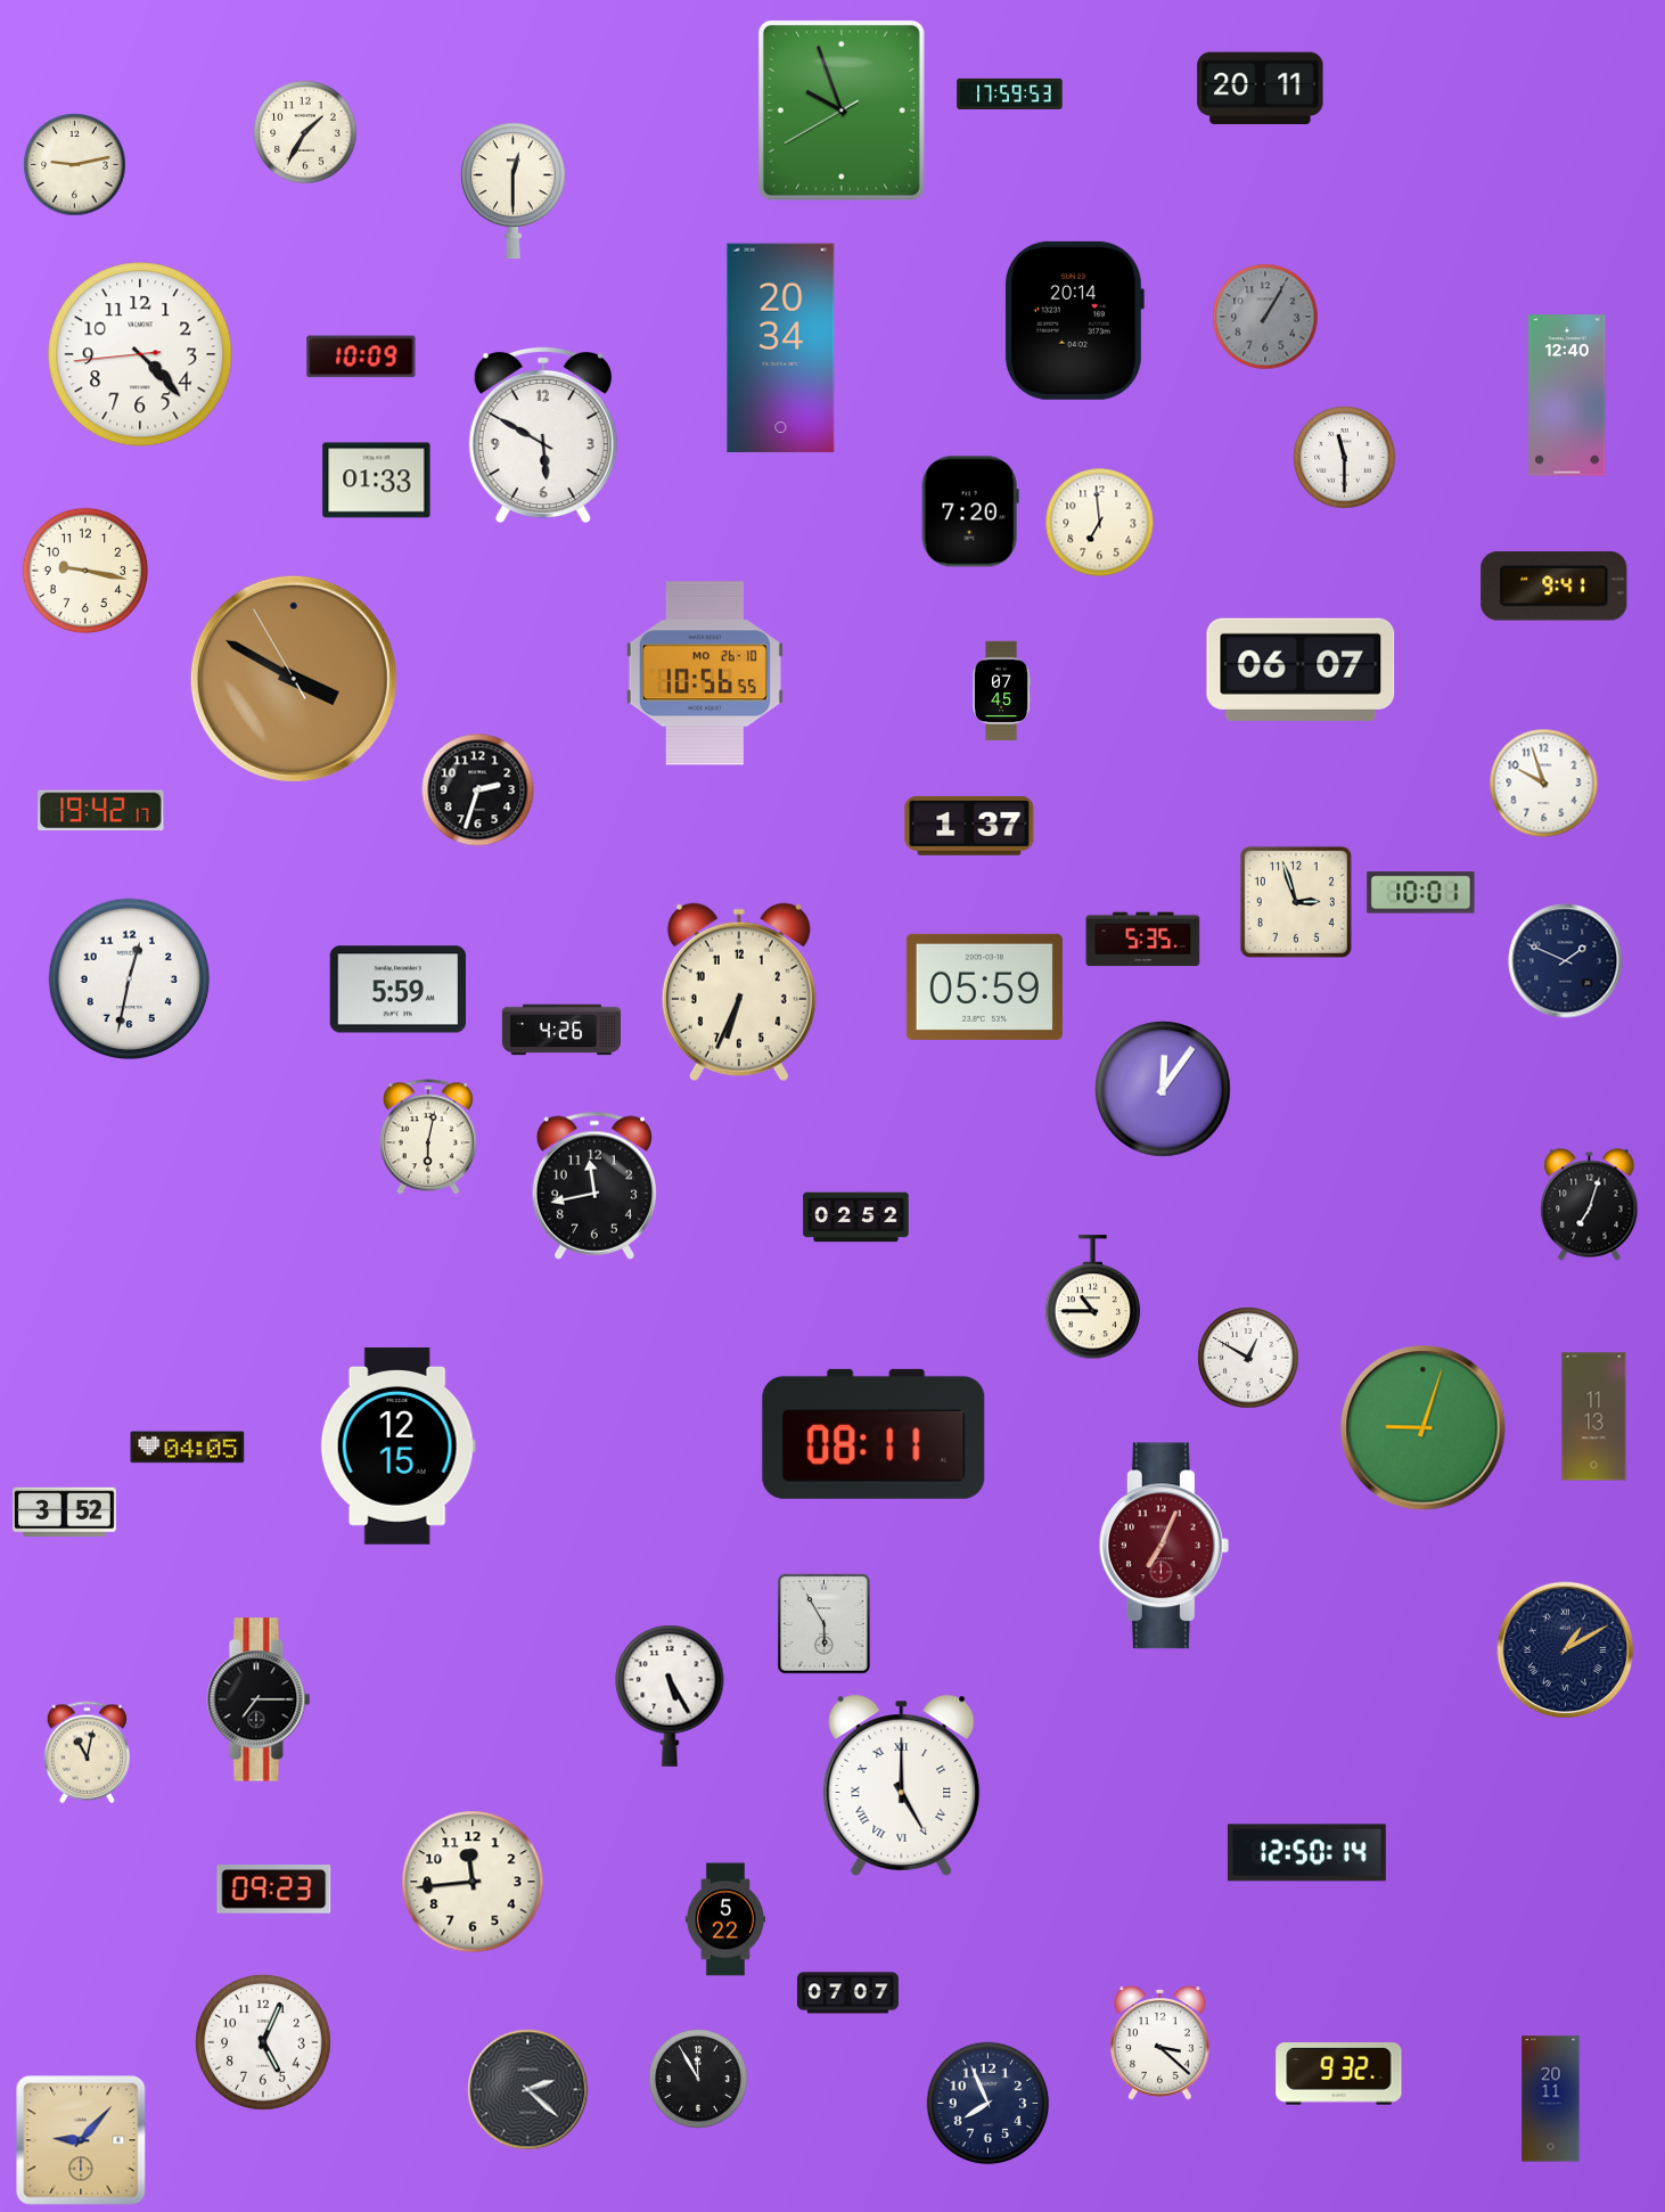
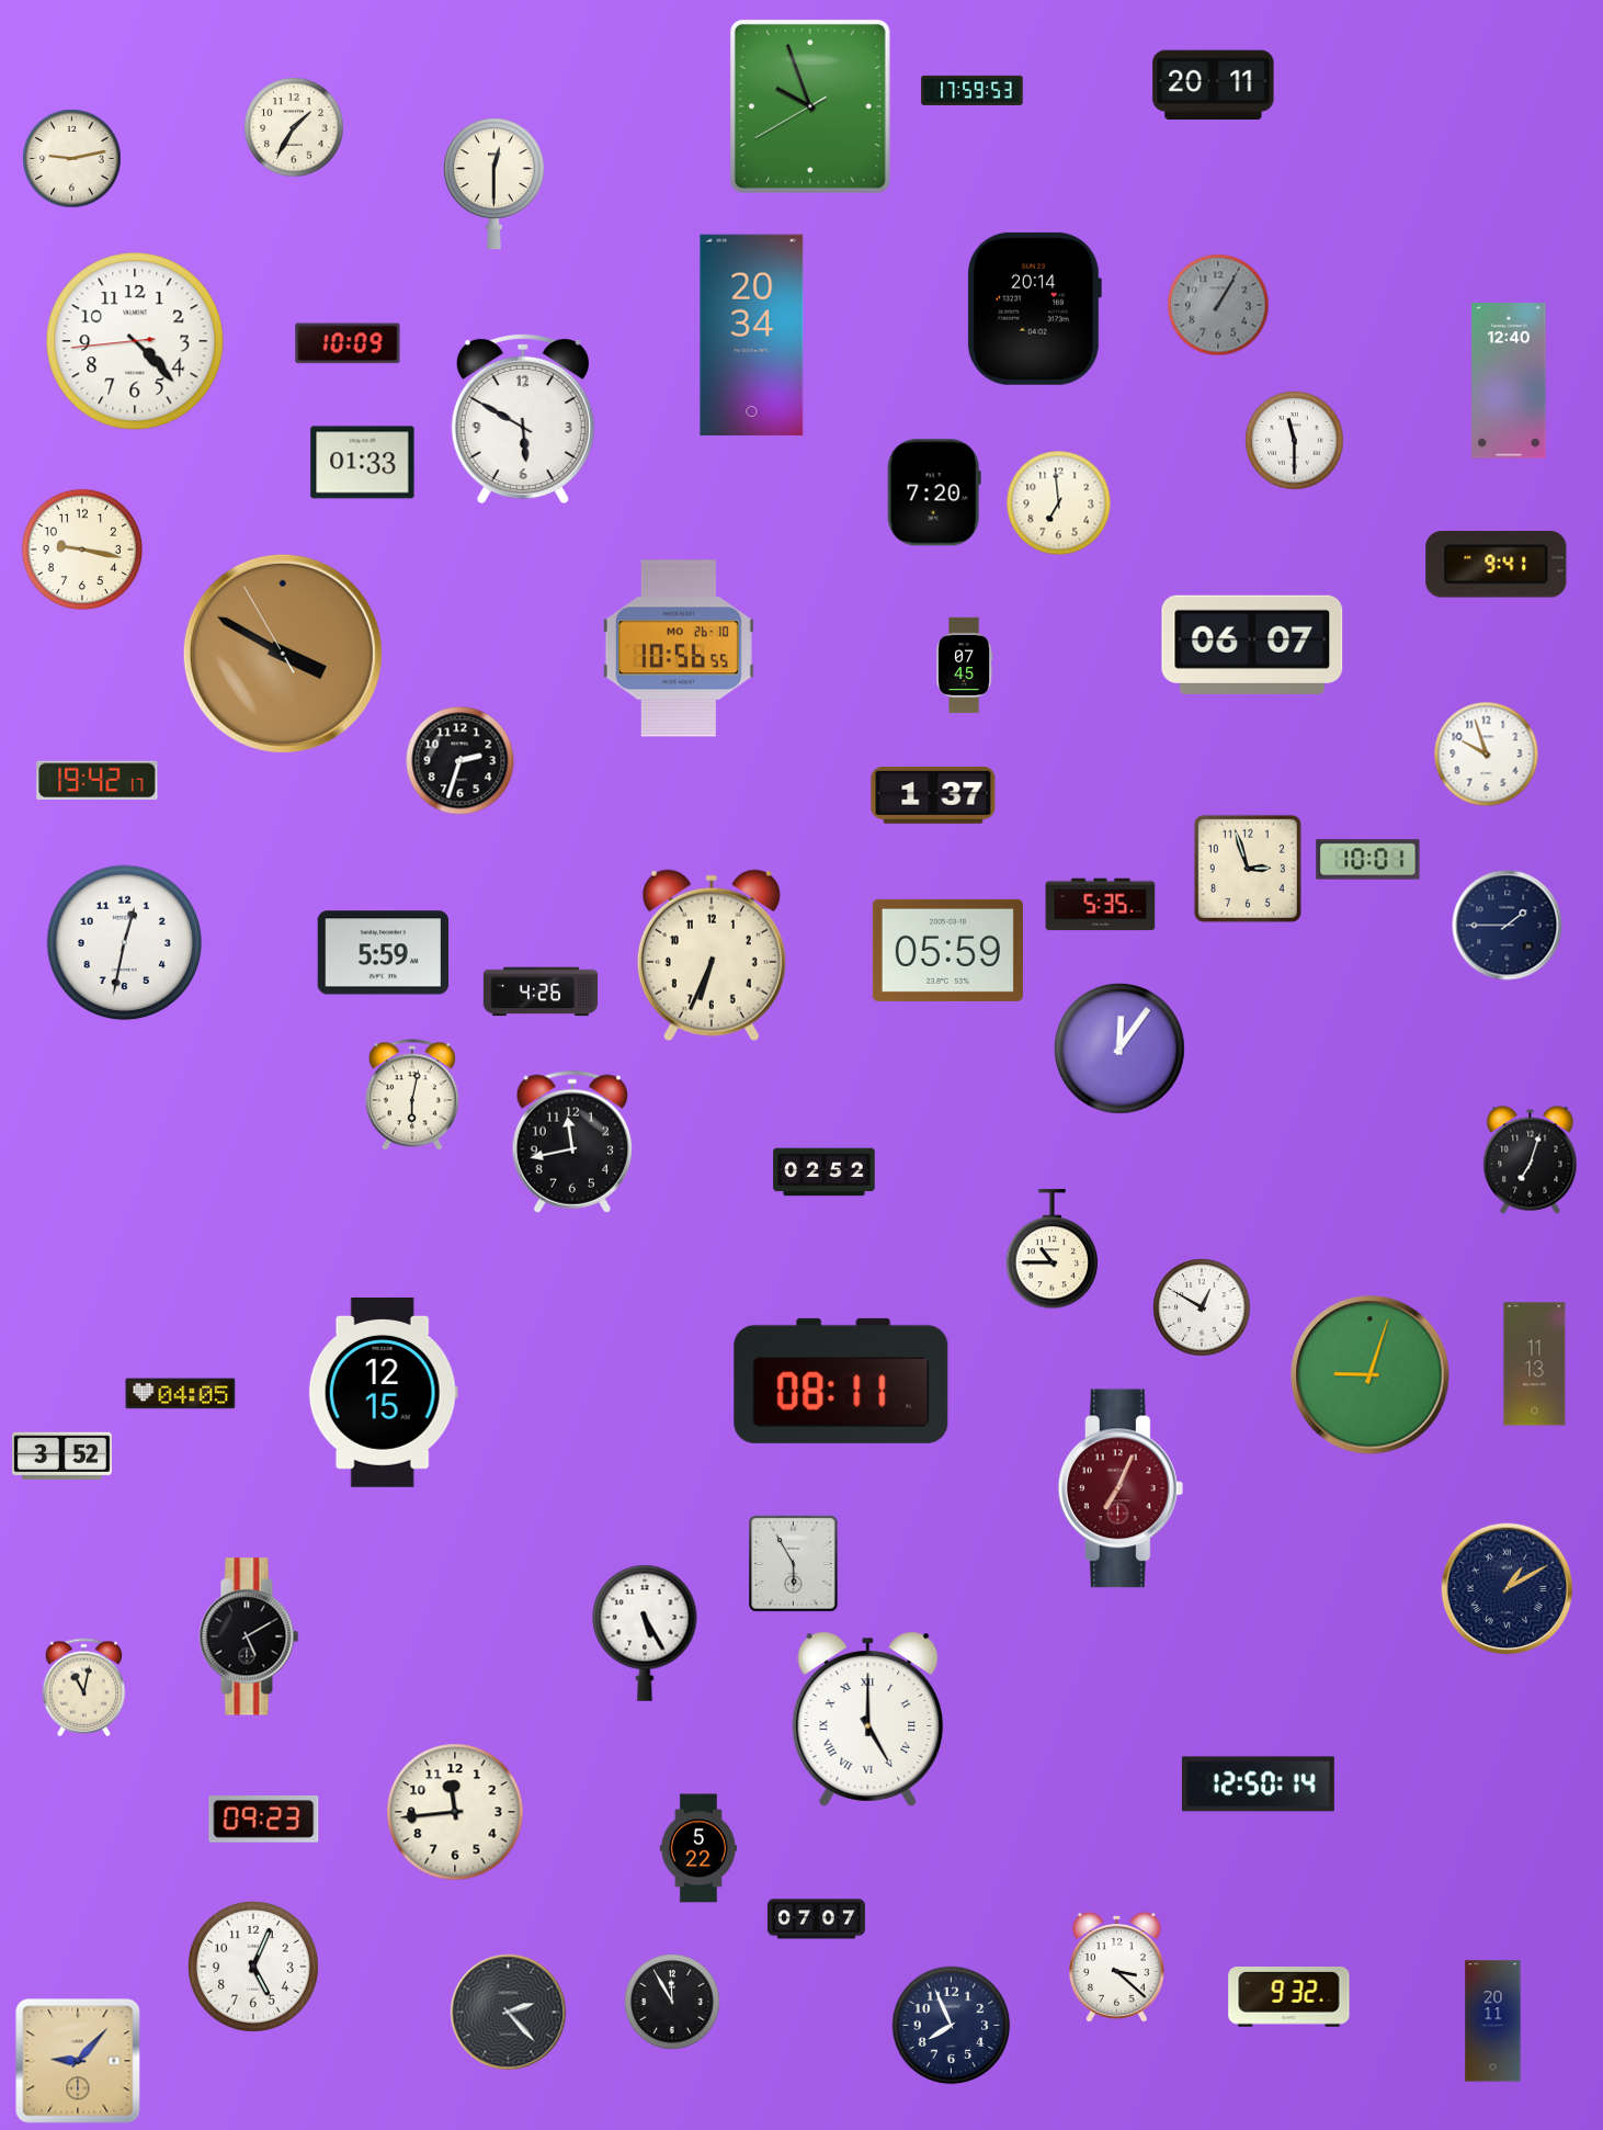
clock at (1566, 961): 1:49 -> 1:45
clock at (259, 1699): 7:15 -> 5:10
clock at (528, 2090): 2:22 -> 2:23
